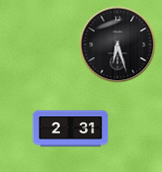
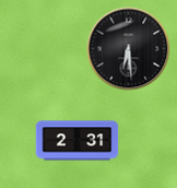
clock at (118, 45): 6:27 -> 6:29
